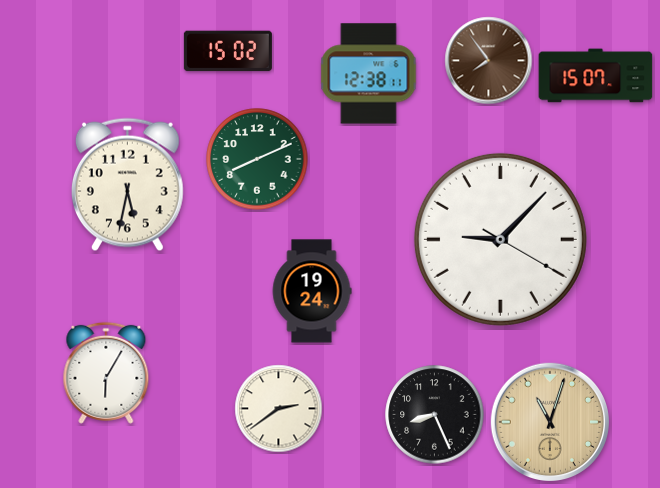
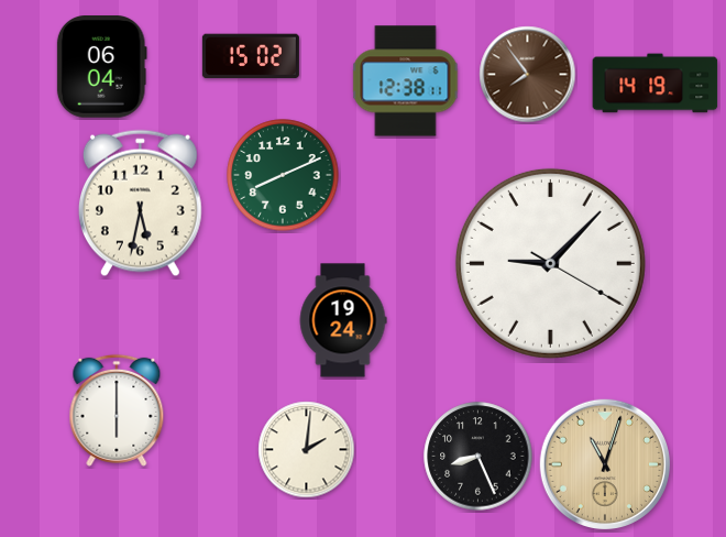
clock at (101, 67): none -> 06:04
clock at (489, 61) position: (489, 61) -> (528, 75)
clock at (596, 76): 15:07 -> 14:19
clock at (106, 373): 6:05 -> 6:00
clock at (279, 409): 2:39 -> 2:01
